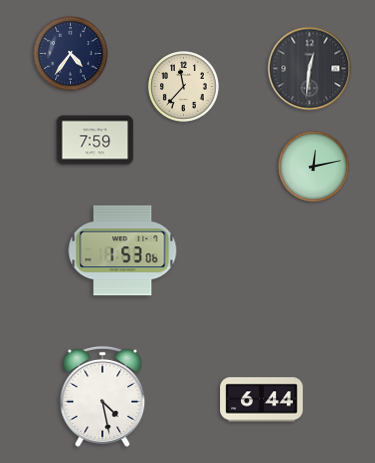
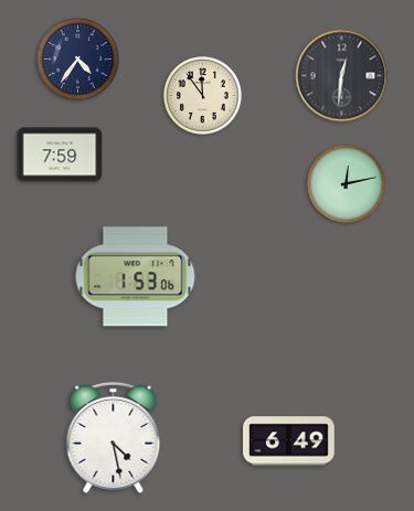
clock at (184, 87): 11:37 -> 11:54
clock at (95, 140) position: (95, 140) -> (60, 155)
clock at (262, 400): 6:44 -> 6:49
